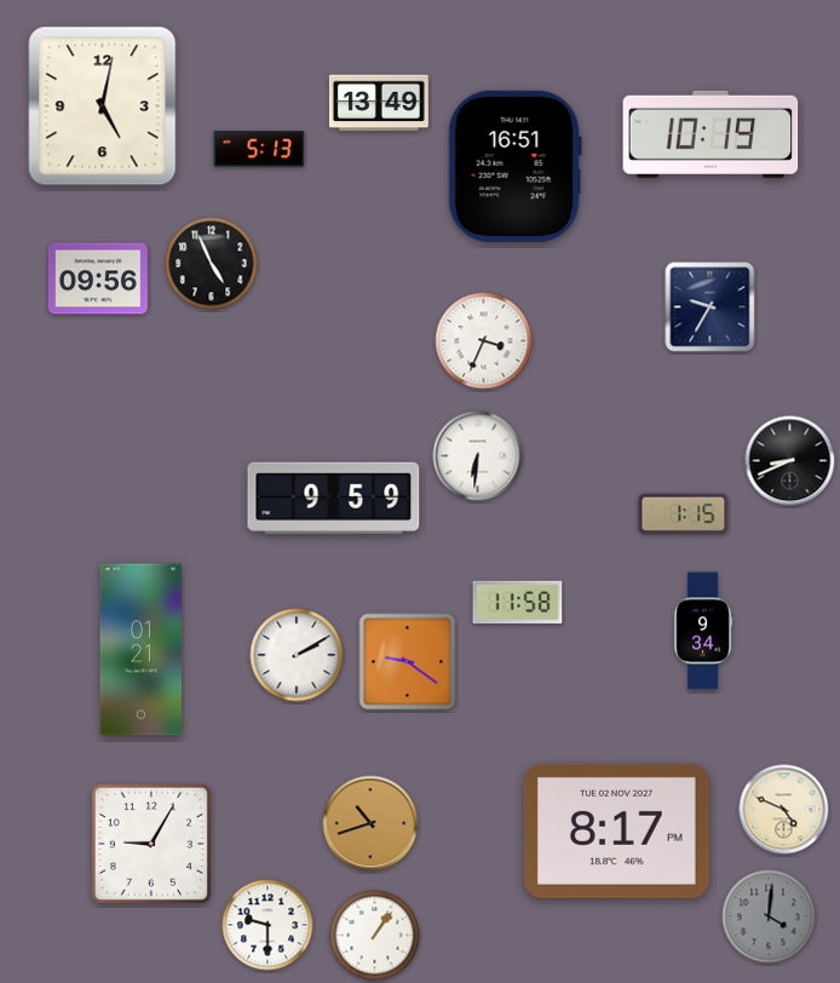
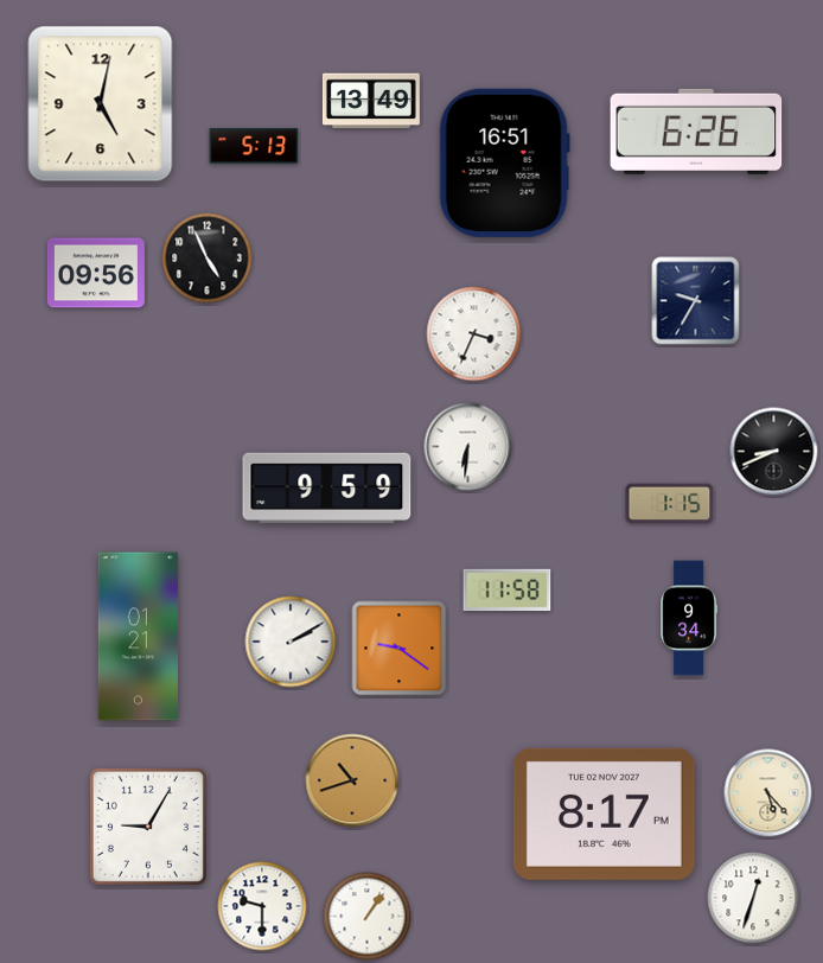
clock at (710, 134): 10:19 -> 6:26
clock at (784, 810): 4:49 -> 5:23
clock at (370, 823) position: (370, 823) -> (352, 780)
clock at (769, 916): 4:01 -> 12:33
clock at (769, 916) dial: grey -> white
